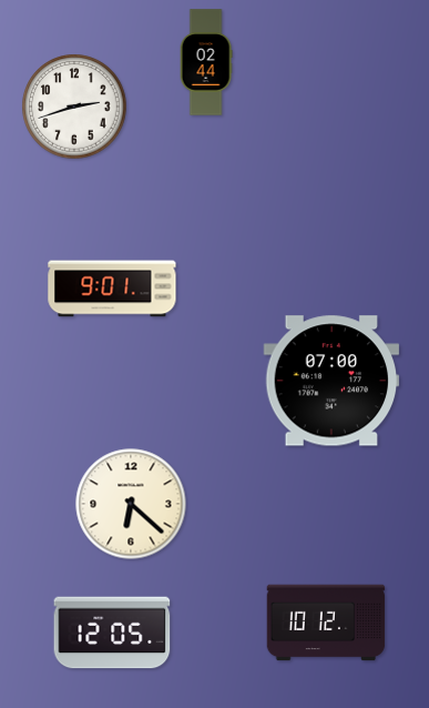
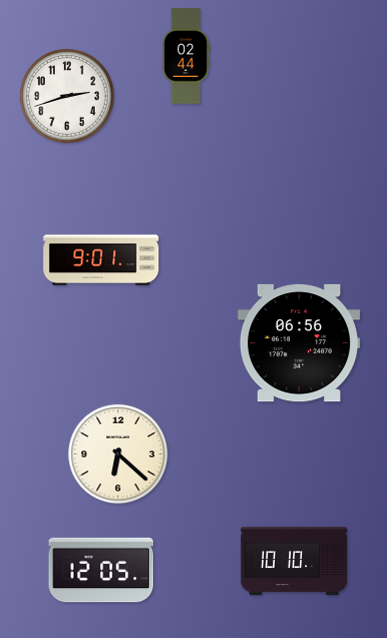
clock at (331, 381): 07:00 -> 06:56
clock at (326, 623): 10:12 -> 10:10
